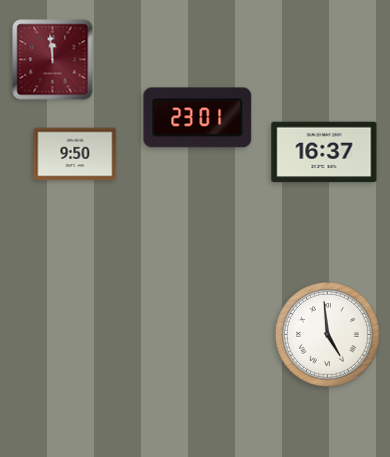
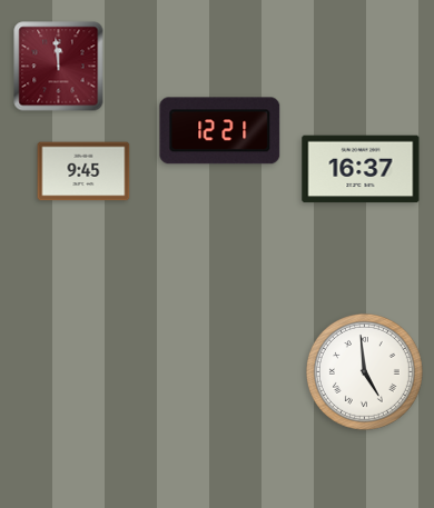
clock at (198, 118): 23:01 -> 12:21
clock at (75, 154): 9:50 -> 9:45
